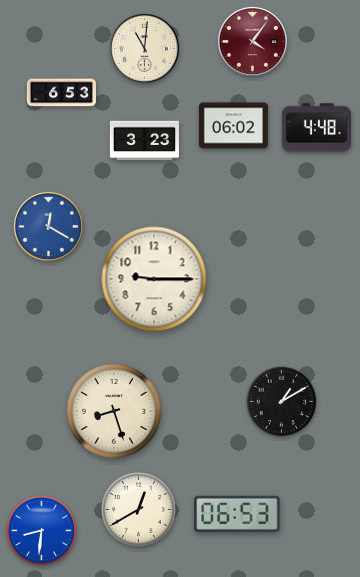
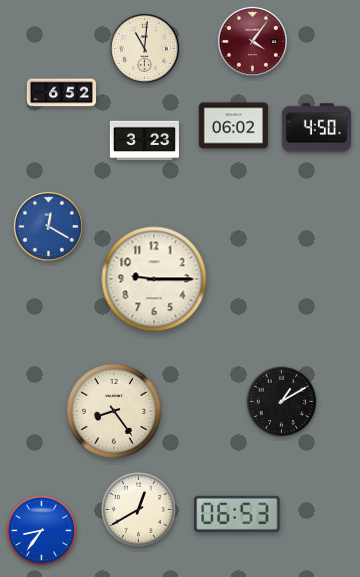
clock at (61, 93): 6:53 -> 6:52
clock at (316, 128): 4:48 -> 4:50
clock at (114, 411): 8:27 -> 8:24
clock at (42, 531): 8:31 -> 8:36
